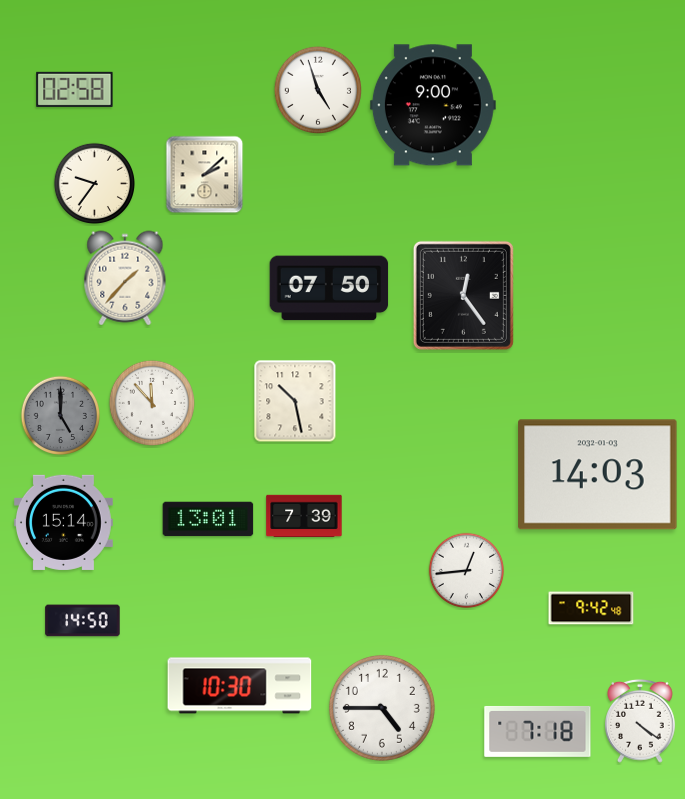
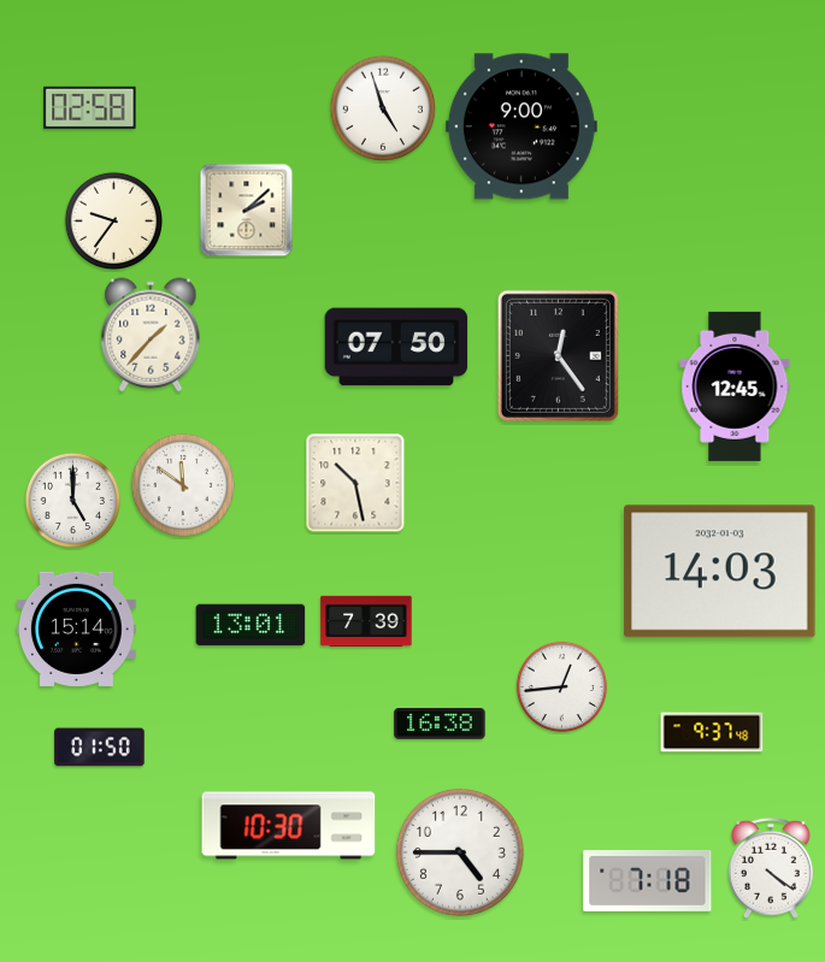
clock at (735, 386): none -> 12:45
clock at (152, 403): 11:53 -> 11:51
clock at (60, 415) dial: grey -> white
clock at (440, 724): none -> 16:38
clock at (591, 608): 9:42 -> 9:37
clock at (83, 621): 14:50 -> 01:50
